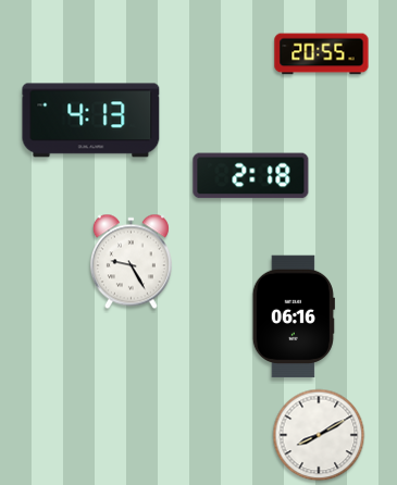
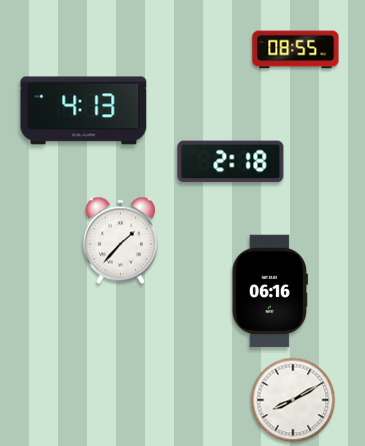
clock at (322, 54): 20:55 -> 08:55
clock at (131, 262): 9:25 -> 1:37
